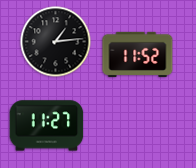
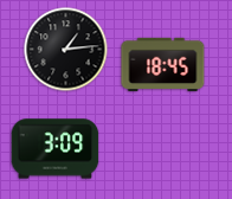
clock at (138, 54): 11:52 -> 18:45
clock at (47, 126): 11:27 -> 3:09
